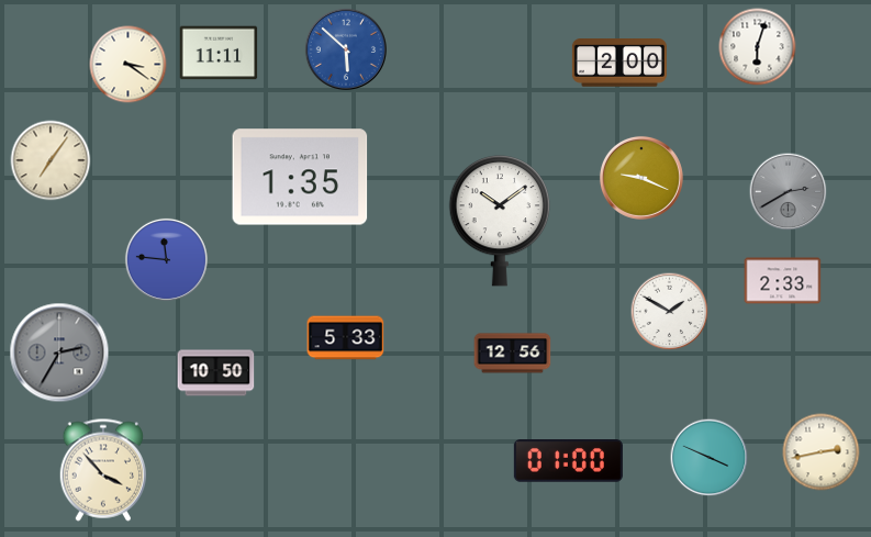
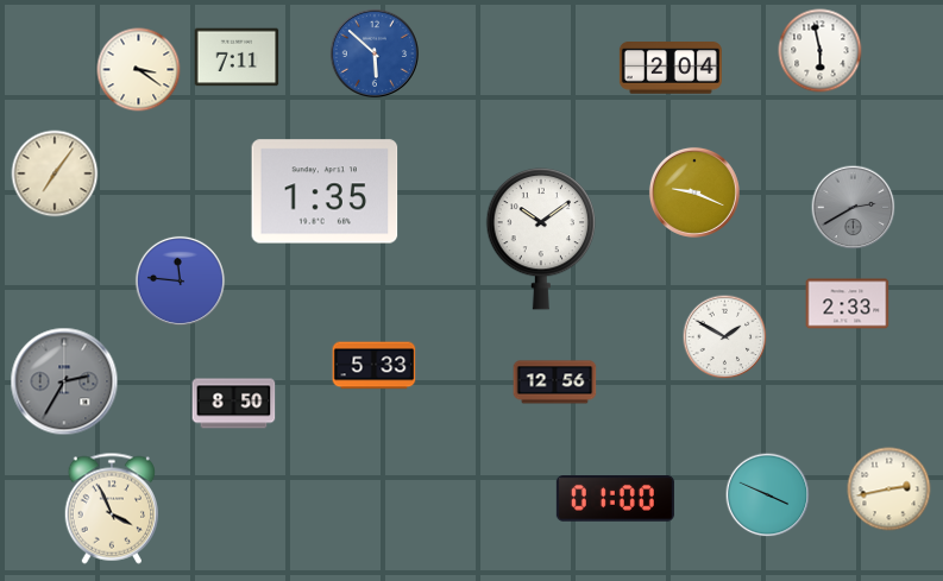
clock at (758, 47): 6:03 -> 5:58
clock at (219, 53): 11:11 -> 7:11
clock at (619, 63): 2:00 -> 2:04
clock at (216, 373): 10:50 -> 8:50
clock at (103, 470): 3:53 -> 3:56
